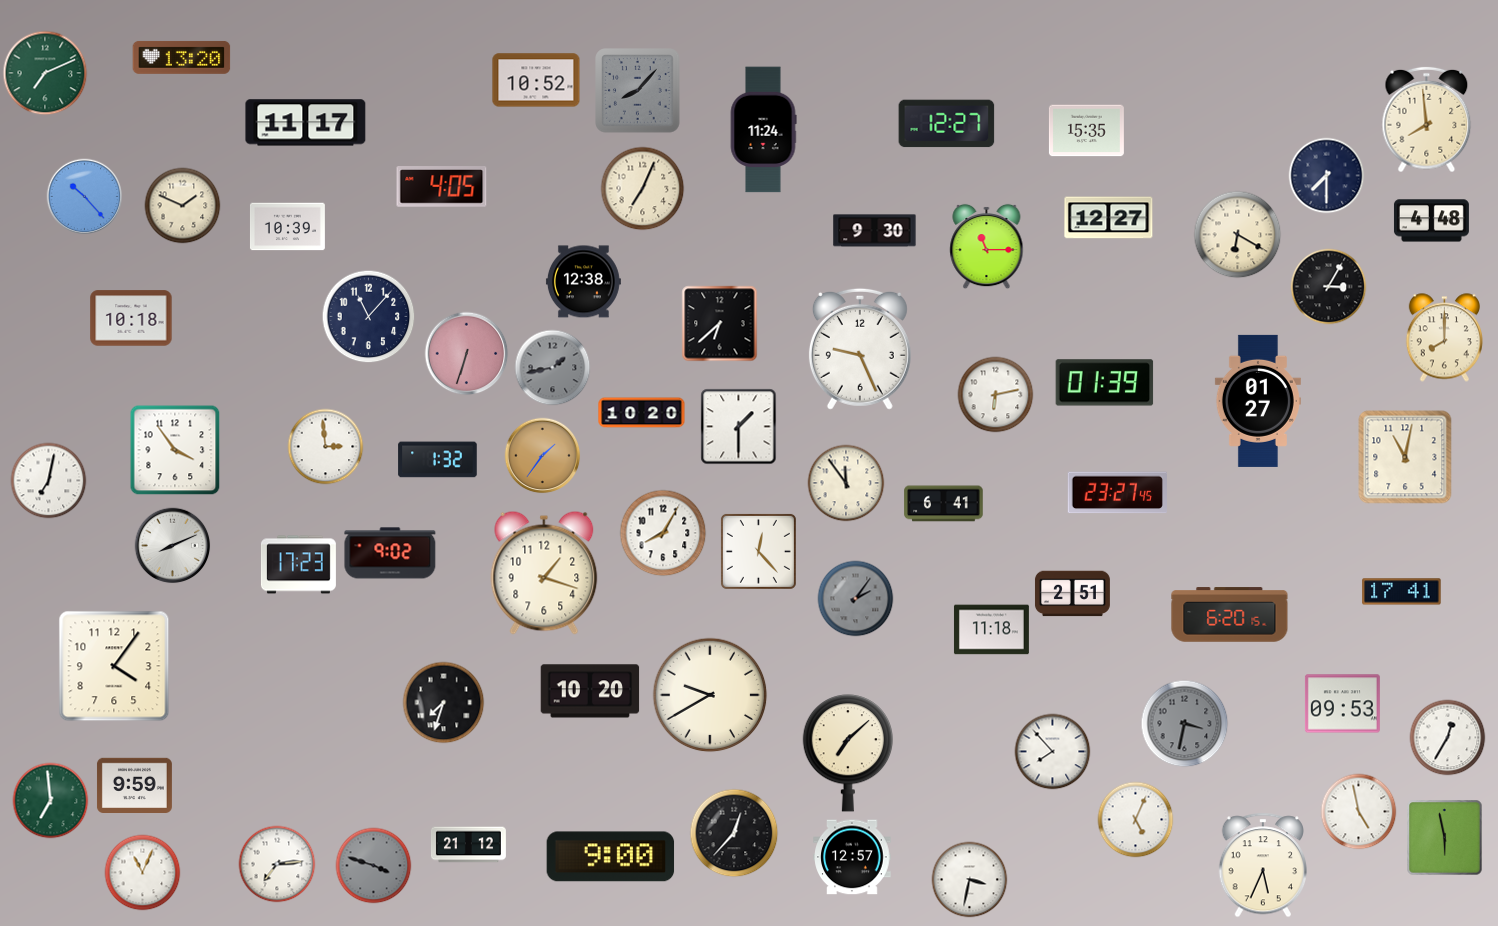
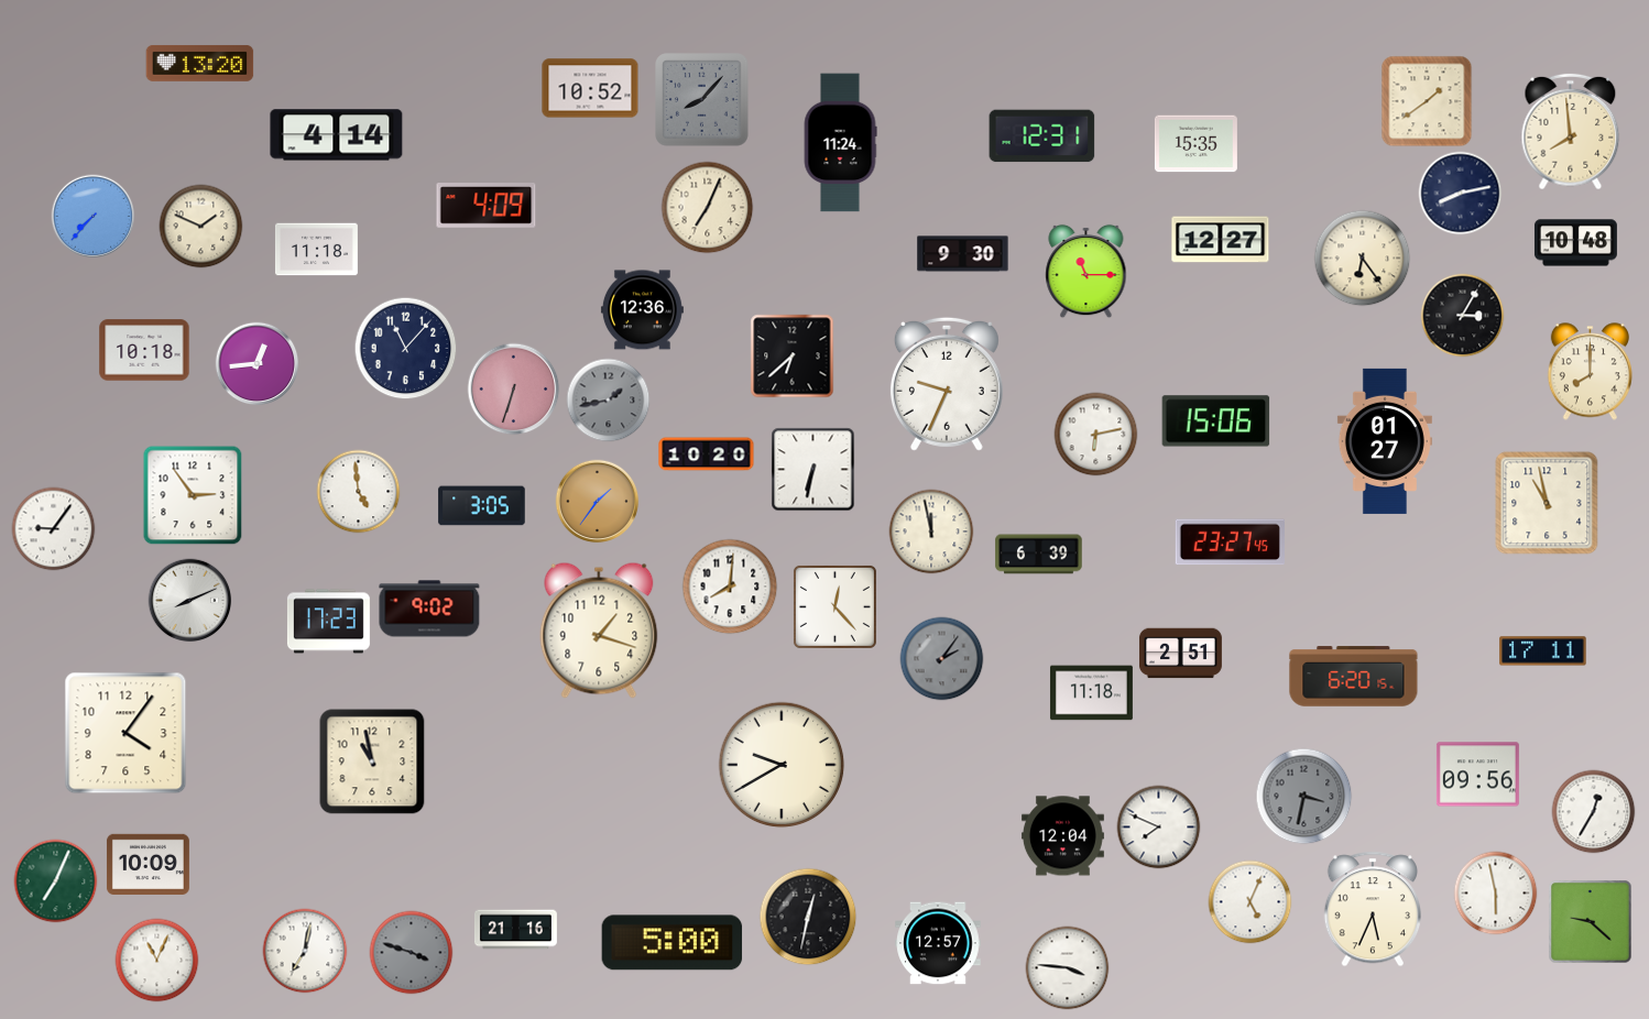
clock at (45, 73): 7:11 -> none
clock at (1427, 101): none -> 1:39
clock at (306, 123): 11:17 -> 4:14
clock at (947, 124): 12:27 -> 12:31
clock at (1327, 176): 7:30 -> 8:13
clock at (442, 187): 4:05 -> 4:09
clock at (85, 197): 10:23 -> 7:37
clock at (1431, 221): 4:48 -> 10:48
clock at (287, 227): 10:39 -> 11:18
clock at (1238, 235): 6:20 -> 6:24
clock at (583, 282): 12:38 -> 12:36
clock at (258, 364): none -> 12:44
clock at (860, 349): 9:26 -> 9:34
clock at (553, 368) position: (553, 368) -> (609, 401)
clock at (1105, 383): 01:39 -> 15:06
clock at (739, 427): 1:30 -> 6:32
clock at (326, 447): 2:59 -> 4:59
clock at (175, 450): 3:54 -> 2:54
clock at (1405, 457): 11:02 -> 10:58
clock at (438, 460): 1:32 -> 3:05
clock at (49, 481): 7:02 -> 9:06
clock at (846, 483): 11:54 -> 11:58
clock at (944, 504): 6:41 -> 6:39
clock at (663, 533): 8:05 -> 8:01
clock at (1402, 592): 17:41 -> 17:11
clock at (590, 691): 10:20 -> none
clock at (372, 761): none -> 10:58
clock at (444, 703): 7:33 -> none
clock at (1342, 704): 09:53 -> 09:56
clock at (1053, 752): 7:53 -> 7:49
clock at (847, 753): 7:08 -> none
clock at (1062, 836): none -> 12:04
clock at (134, 785): 9:59 -> 10:09
clock at (51, 801): 6:59 -> 7:04
clock at (1359, 812): 4:58 -> 5:58
clock at (734, 833): 12:37 -> 12:32
clock at (1445, 838): 5:58 -> 9:22
clock at (468, 845): 21:12 -> 21:16
clock at (611, 857): 9:00 -> 5:00
clock at (277, 864): 7:14 -> 7:02
clock at (1262, 865) position: (1262, 865) -> (1372, 909)
clock at (970, 880): 3:32 -> 3:46
